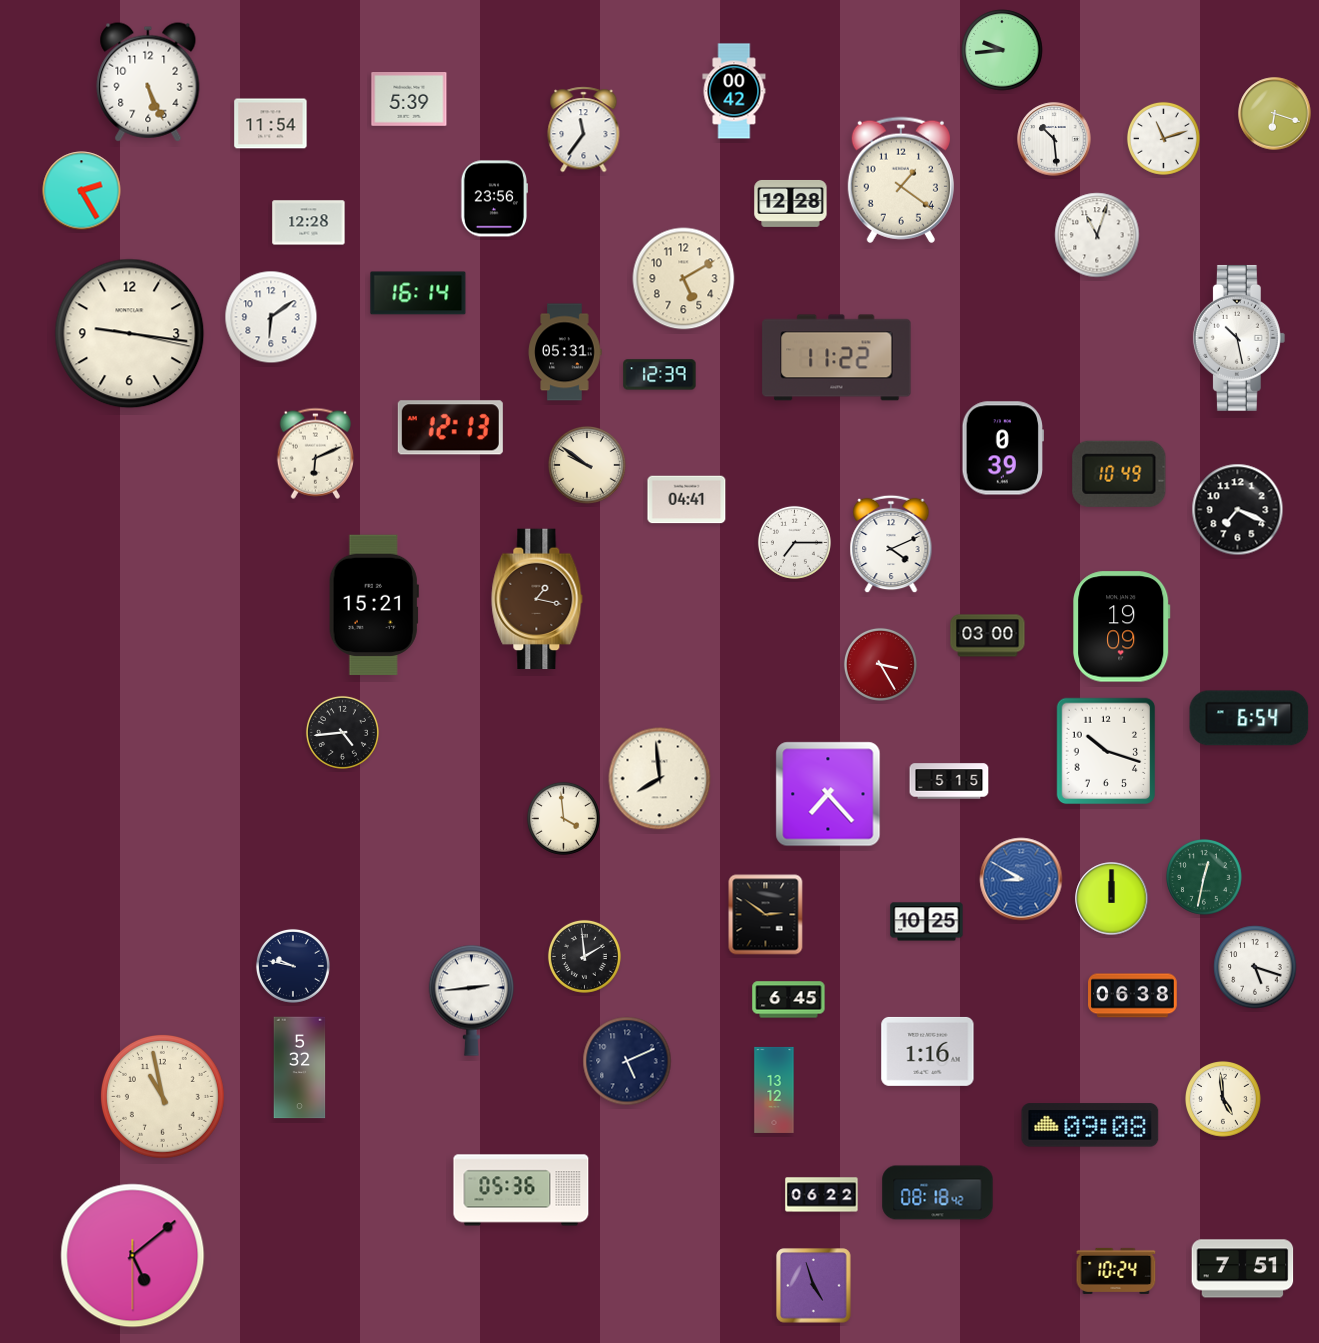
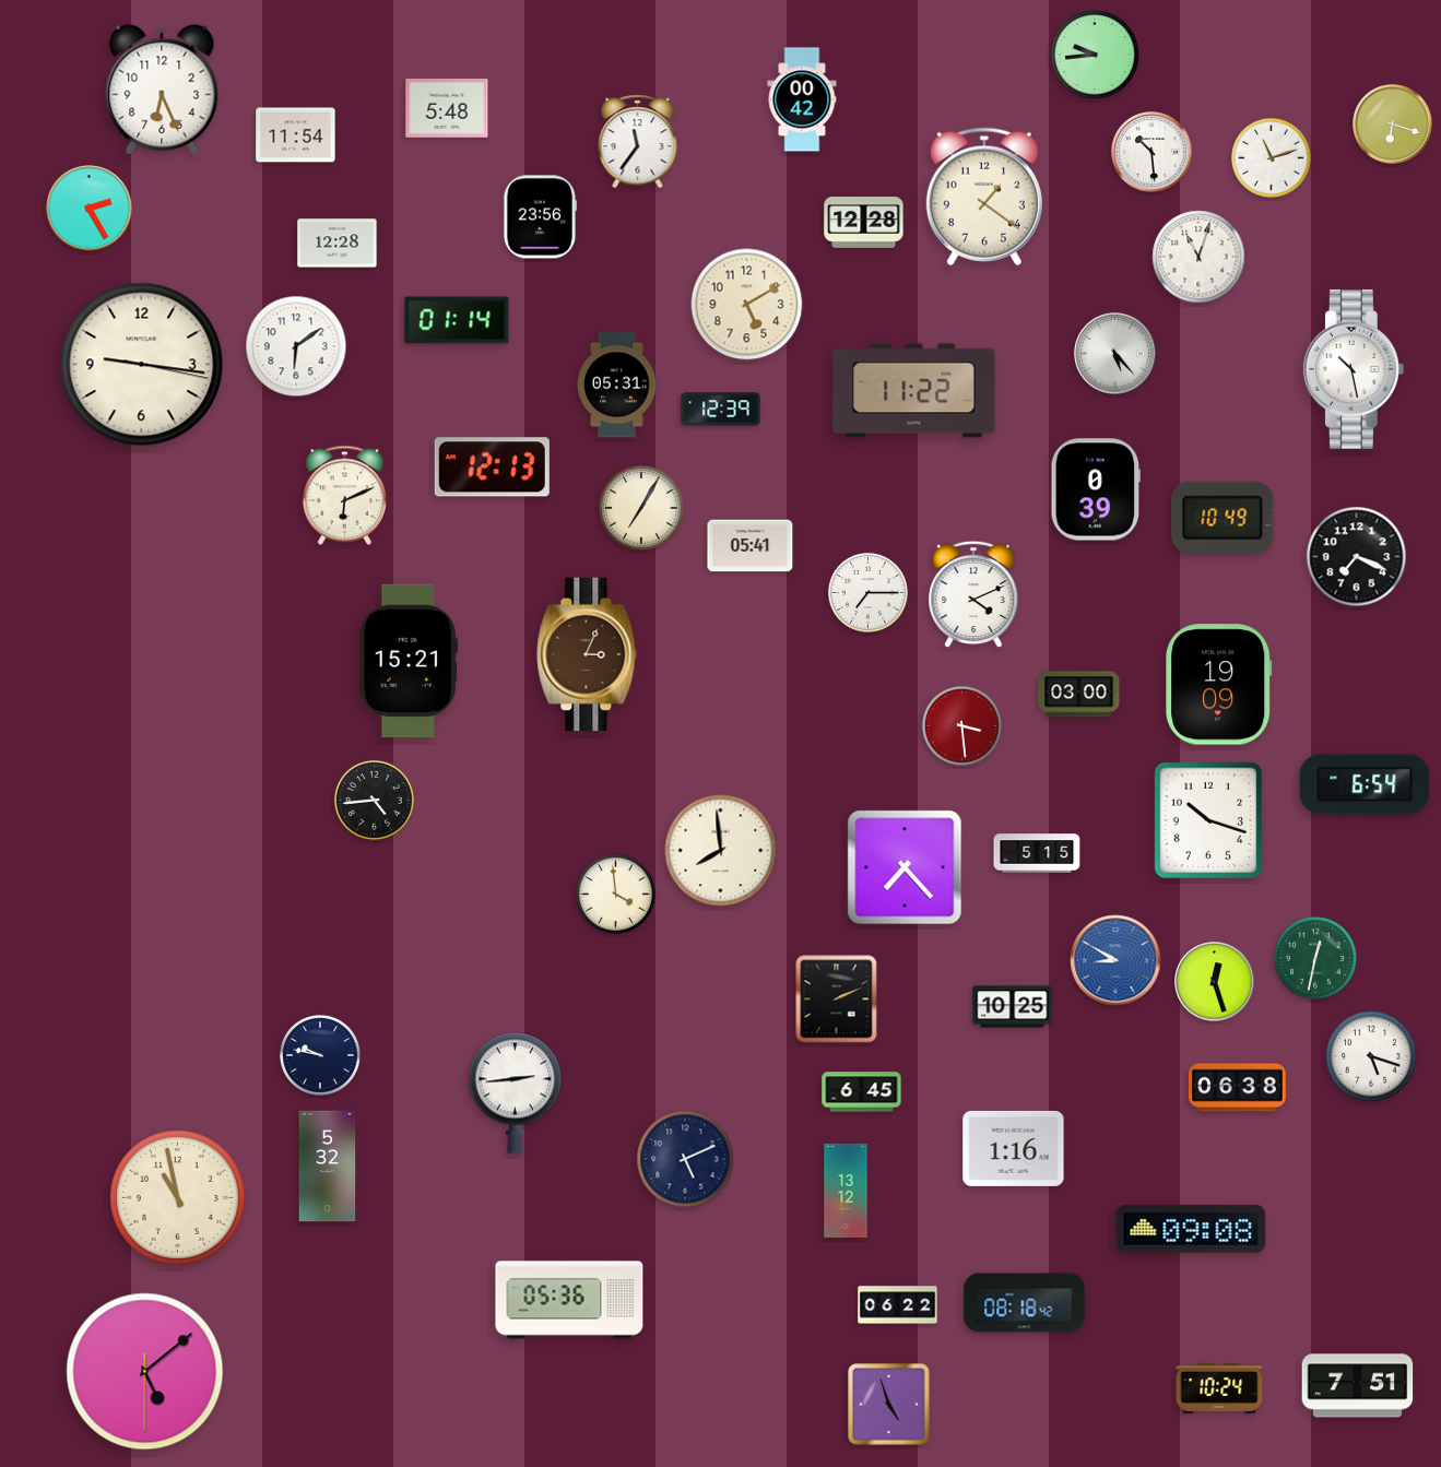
clock at (148, 82): 5:26 -> 6:26
clock at (409, 100): 5:39 -> 5:48
clock at (1163, 138) position: (1163, 138) -> (1271, 157)
clock at (418, 293): 16:14 -> 01:14
clock at (1115, 354): none -> 5:23
clock at (587, 465): 9:51 -> 7:05
clock at (687, 500): 04:41 -> 05:41
clock at (1238, 510) position: (1238, 510) -> (1357, 557)
clock at (537, 599): 1:17 -> 3:04
clock at (1122, 627) position: (1122, 627) -> (1219, 685)
clock at (880, 664): 3:25 -> 3:29
clock at (1112, 899): 12:00 -> 12:27
clock at (766, 915): 2:51 -> 2:11
clock at (584, 956): 1:59 -> none
clock at (1224, 1100): 4:59 -> none
